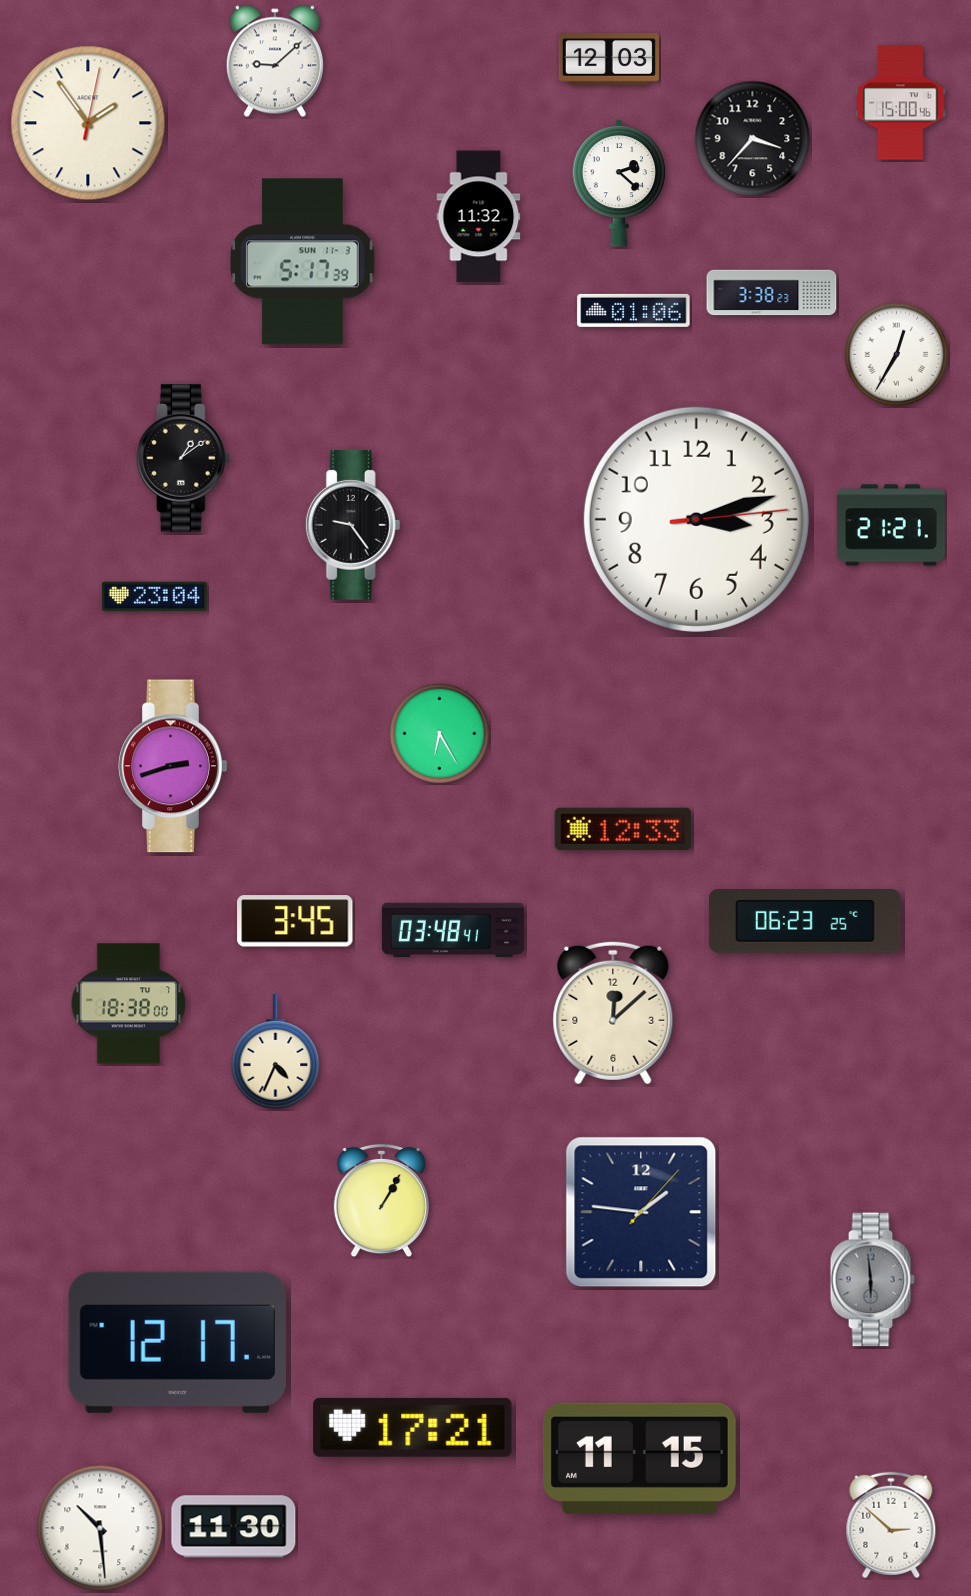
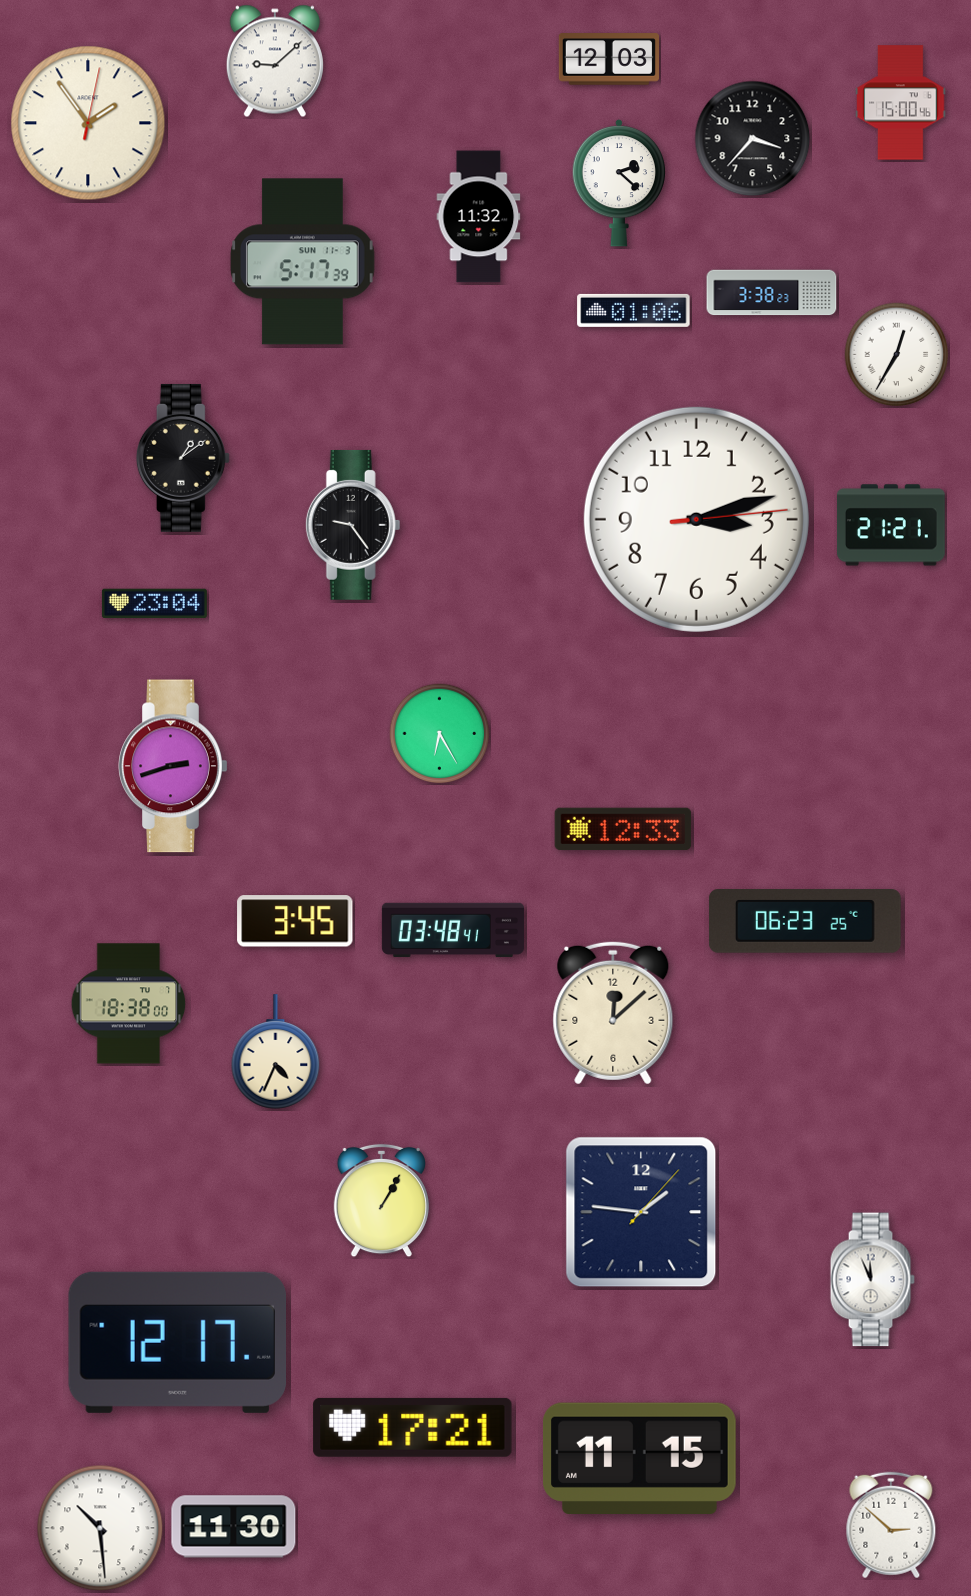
clock at (154, 597) position: (154, 597) -> (154, 604)
clock at (872, 1280): 5:59 -> 11:56
clock at (872, 1280) dial: grey -> white
